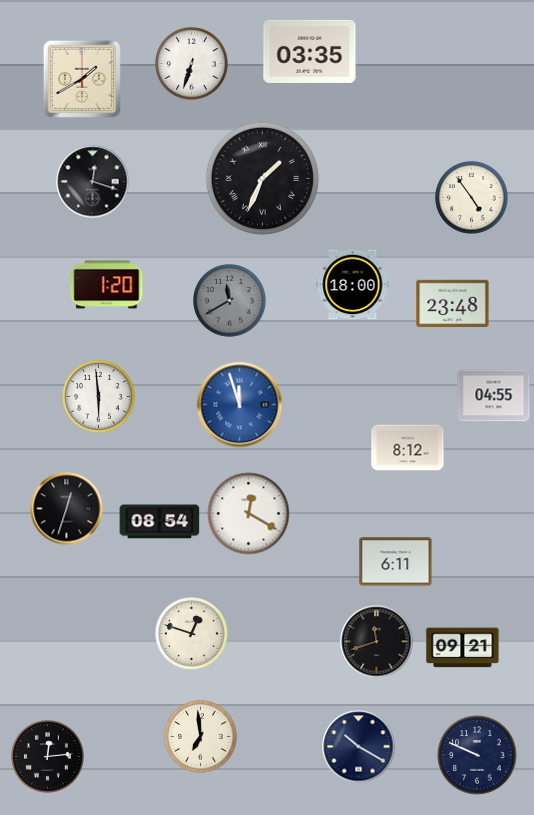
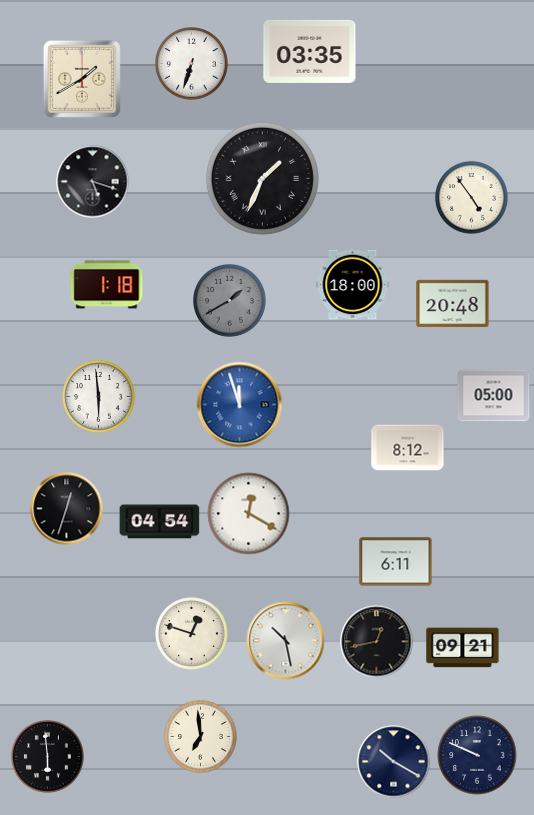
clock at (93, 182): 12:18 -> 5:18
clock at (107, 285): 1:20 -> 1:18
clock at (230, 301): 11:40 -> 1:40
clock at (453, 304): 23:48 -> 20:48
clock at (494, 396): 04:55 -> 05:00
clock at (160, 522): 08:54 -> 04:54
clock at (286, 641): none -> 10:28
clock at (377, 642): 11:42 -> 12:43
clock at (359, 747) position: (359, 747) -> (394, 762)
clock at (48, 757): 12:14 -> 5:59
